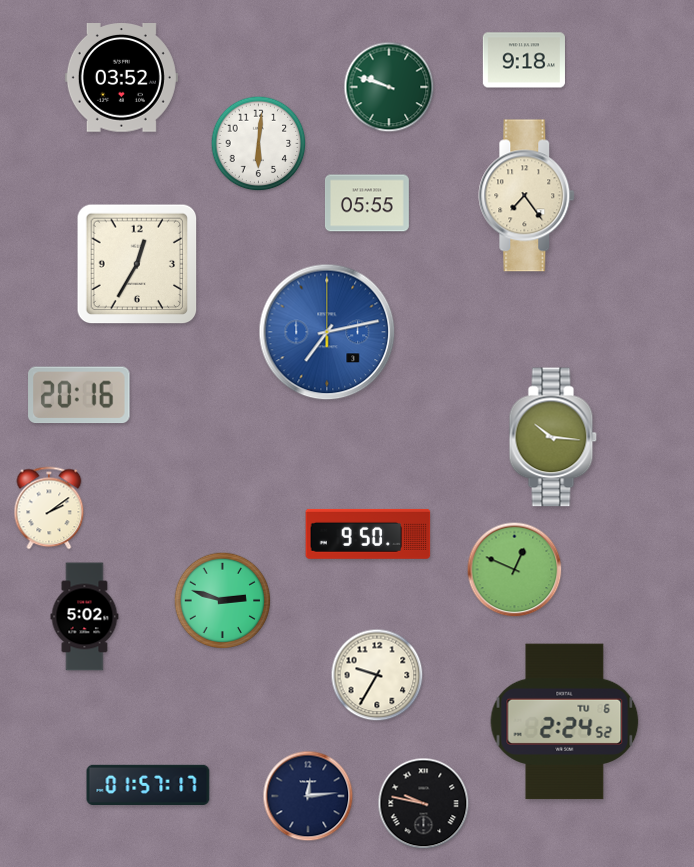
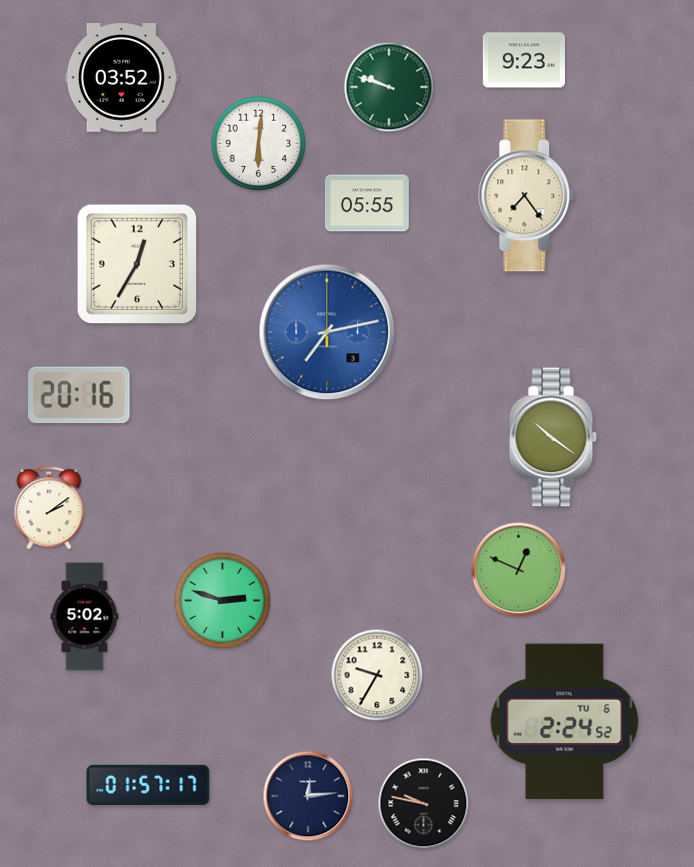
clock at (524, 60): 9:18 -> 9:23
clock at (553, 437): 10:16 -> 10:21
clock at (368, 534): 9:50 -> none
clock at (515, 570) position: (515, 570) -> (519, 570)
